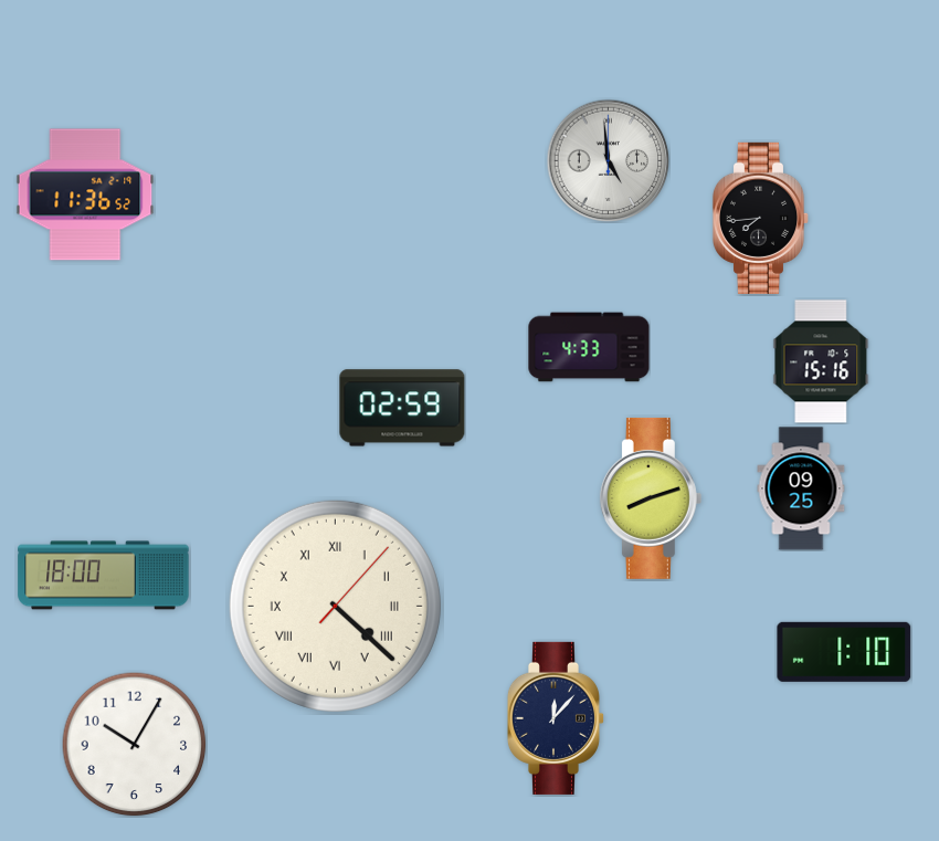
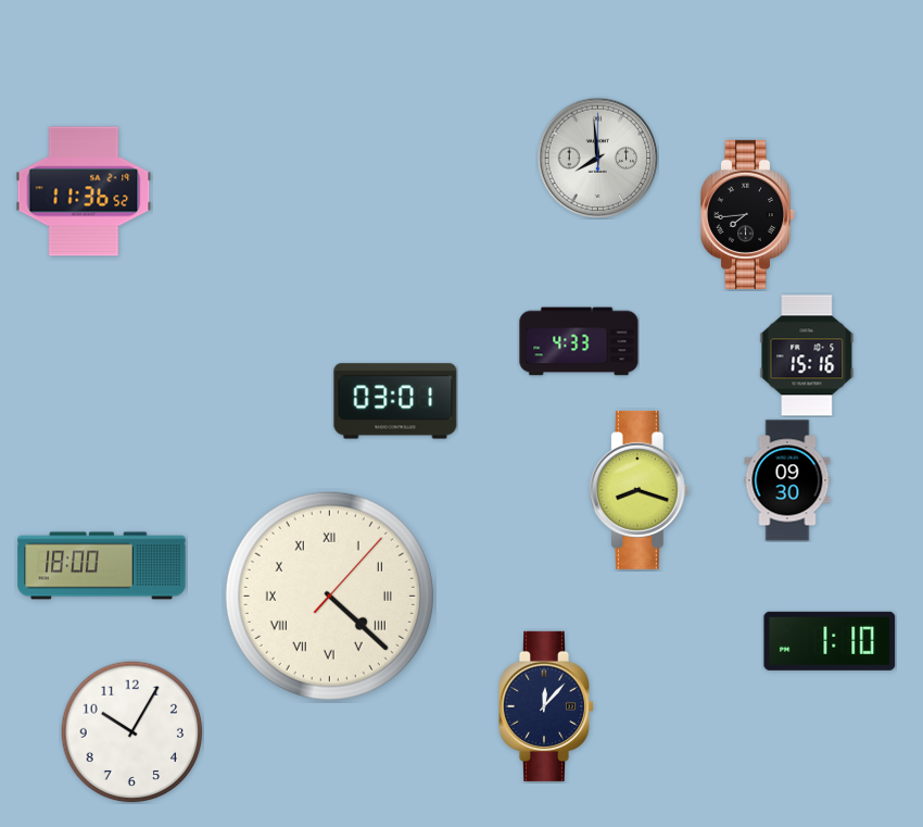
clock at (608, 160): 4:59 -> 7:59
clock at (402, 408): 02:59 -> 03:01
clock at (801, 488): 09:25 -> 09:30
clock at (651, 498): 8:12 -> 8:18
